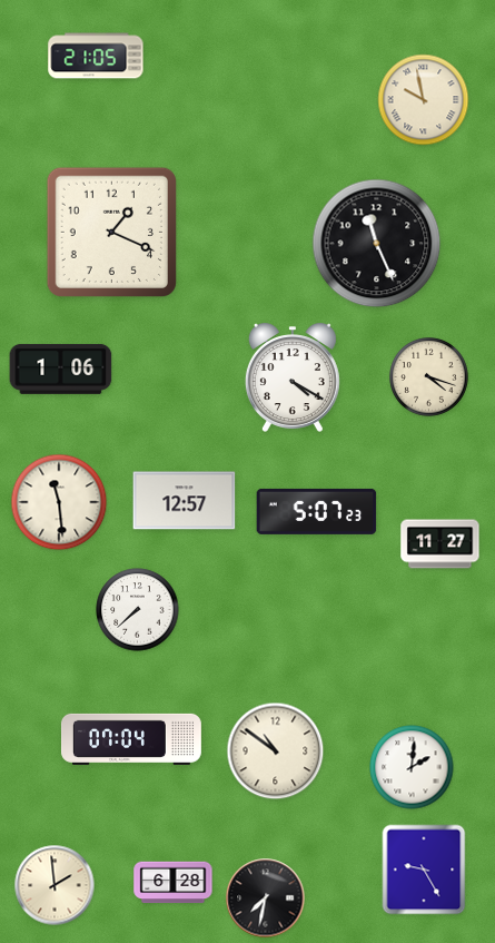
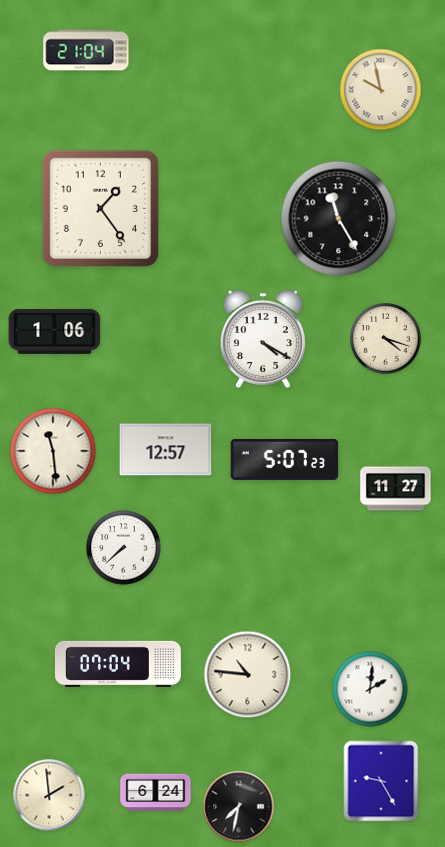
clock at (96, 56): 21:05 -> 21:04
clock at (111, 232): 1:19 -> 1:24
clock at (377, 244): 11:26 -> 11:25
clock at (276, 752): 10:51 -> 10:46
clock at (174, 883): 6:28 -> 6:24
